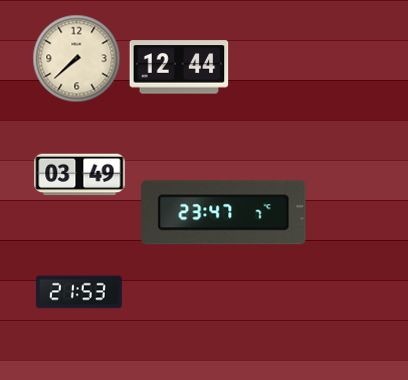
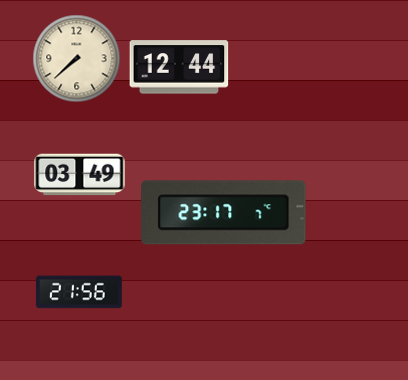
clock at (224, 213): 23:47 -> 23:17
clock at (79, 292): 21:53 -> 21:56
